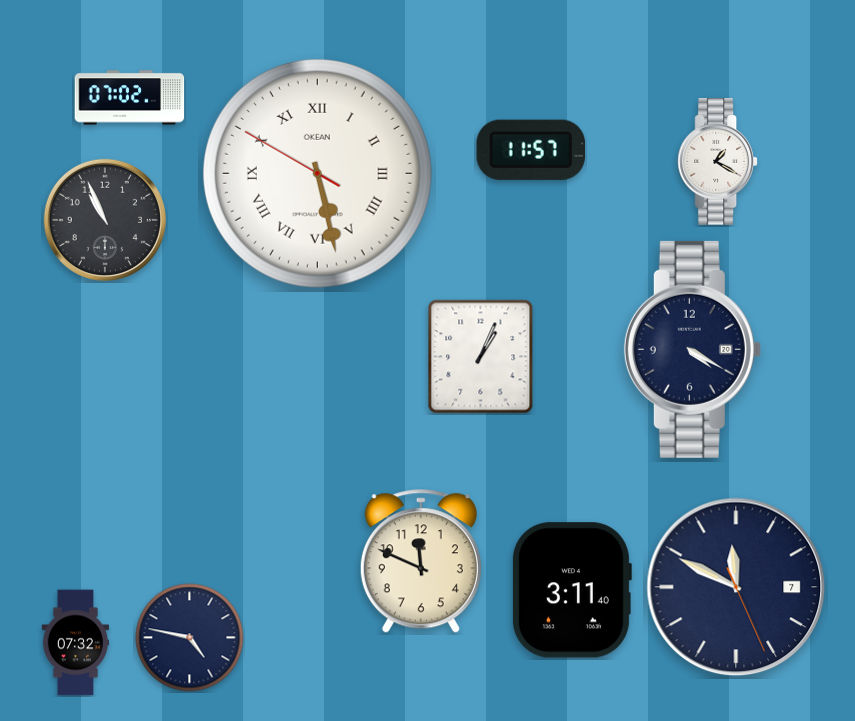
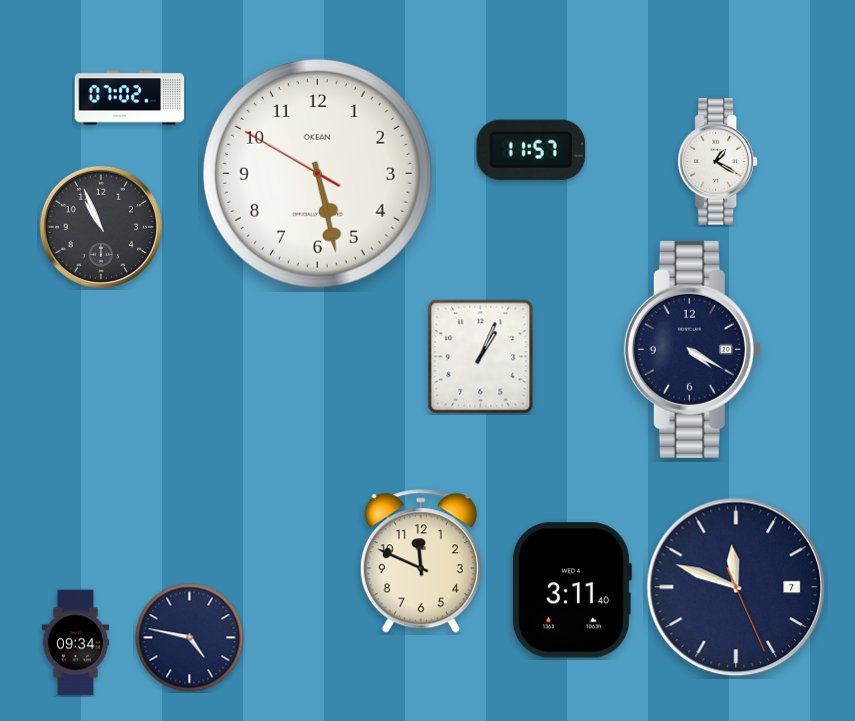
clock at (317, 173) numerals: Roman -> Arabic
clock at (105, 220) position: (105, 220) -> (101, 227)
clock at (736, 587): 11:49 -> 11:48
clock at (76, 643): 07:32 -> 09:34
